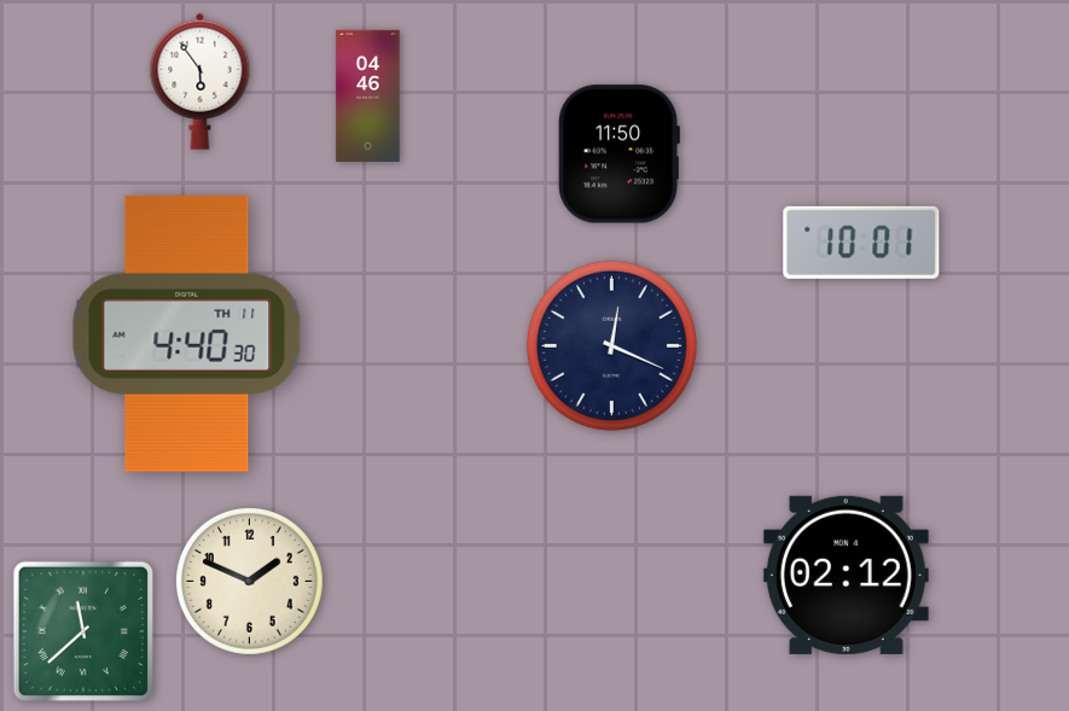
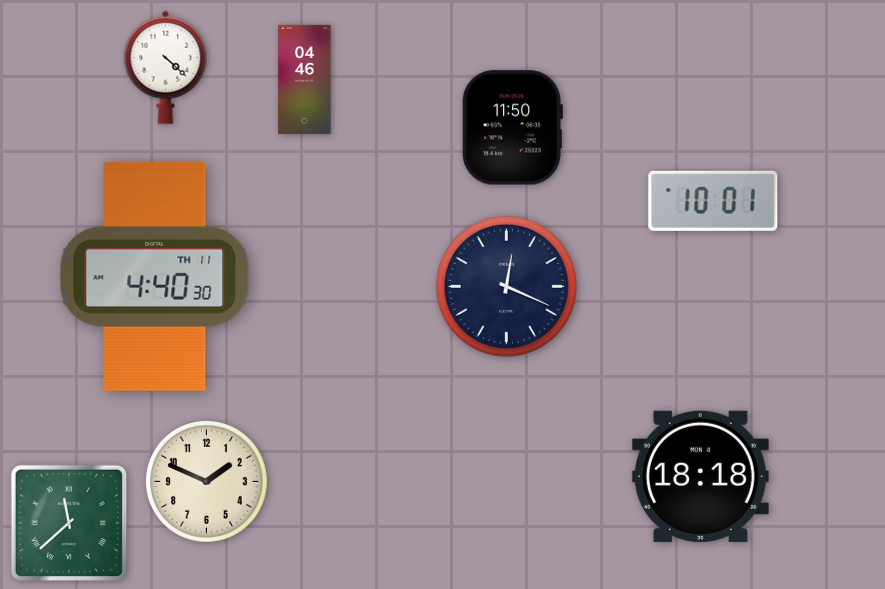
clock at (201, 81): 5:54 -> 4:22
clock at (846, 575): 02:12 -> 18:18
